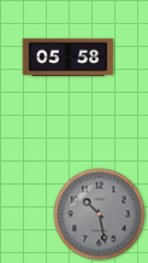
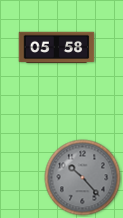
clock at (100, 215): 10:28 -> 10:23
